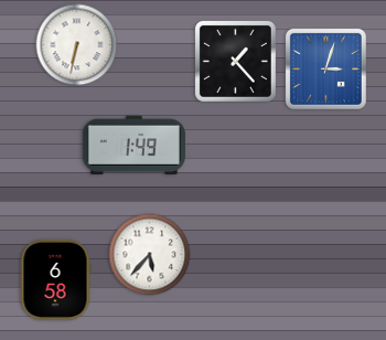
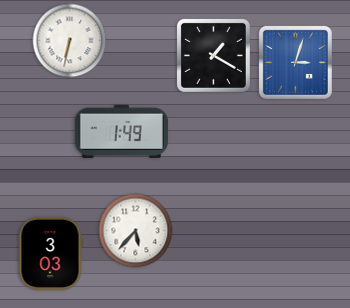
clock at (235, 61): 1:23 -> 1:20
clock at (55, 279): 6:58 -> 3:03
